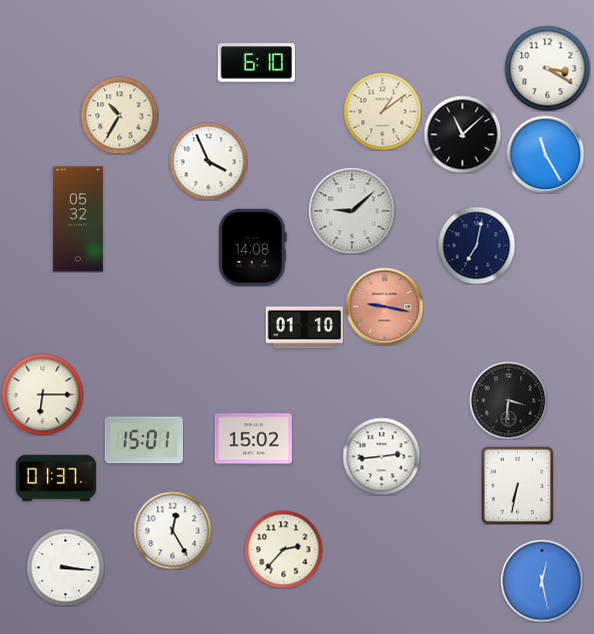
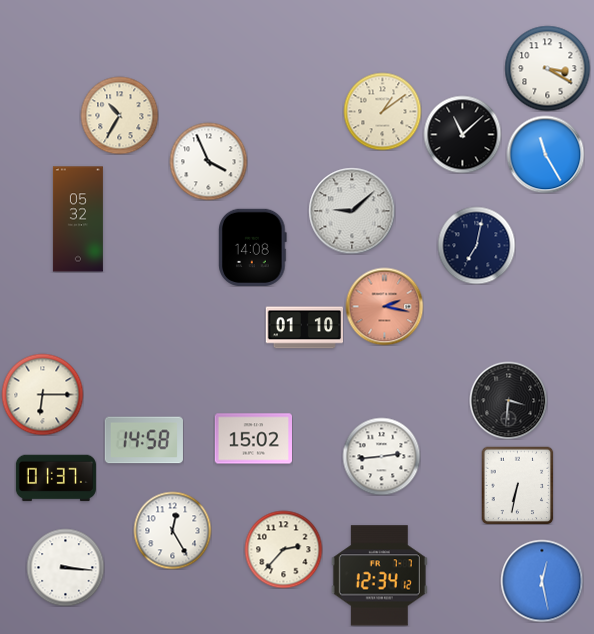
clock at (256, 63): 6:10 -> none
clock at (384, 306): 9:17 -> 2:17
clock at (144, 440): 15:01 -> 14:58
clock at (379, 576): none -> 12:34
